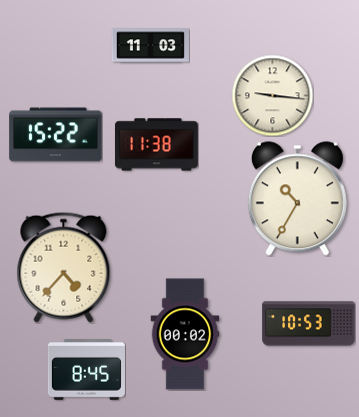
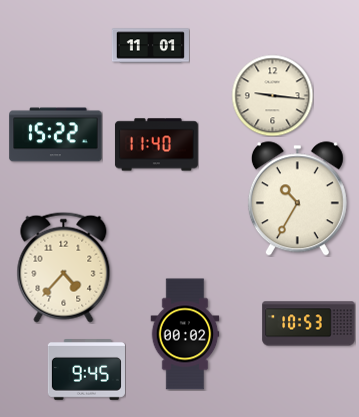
clock at (150, 46): 11:03 -> 11:01
clock at (156, 145): 11:38 -> 11:40
clock at (86, 370): 8:45 -> 9:45
